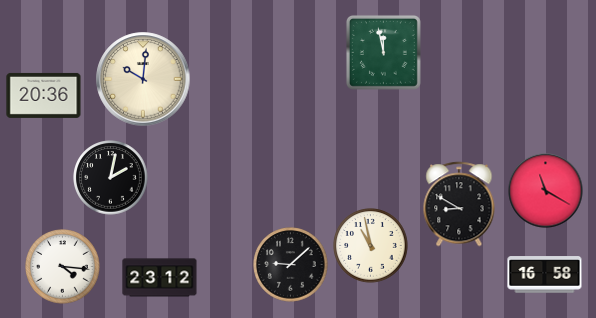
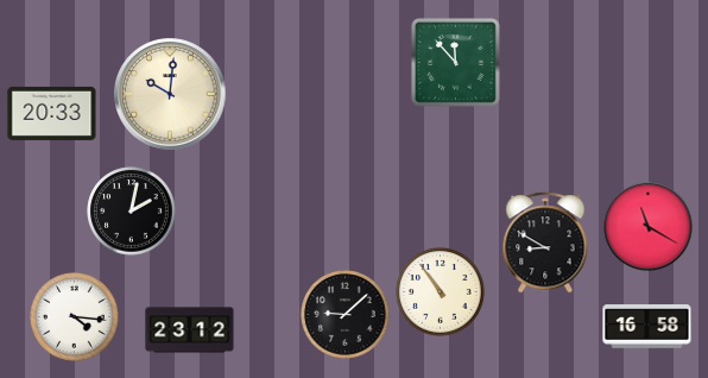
clock at (383, 52): 11:58 -> 11:53
clock at (44, 95): 20:36 -> 20:33
clock at (371, 246): 10:58 -> 10:54
